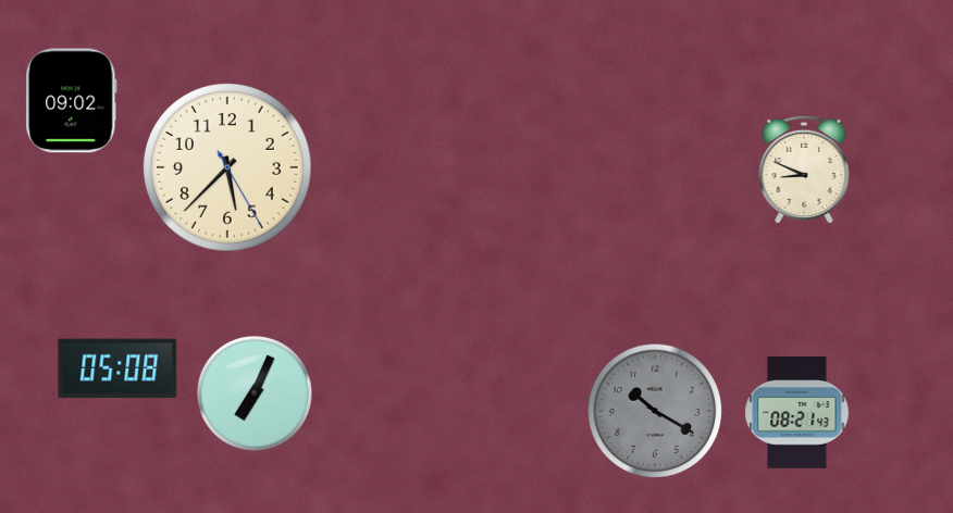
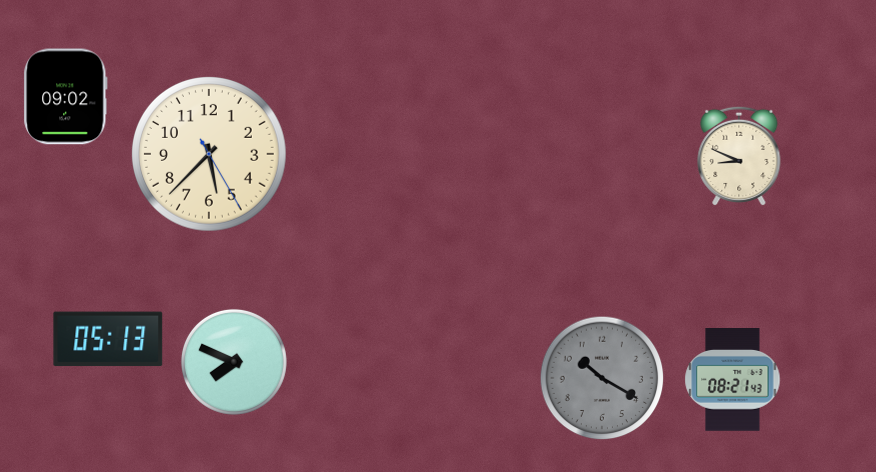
clock at (72, 101) position: (72, 101) -> (66, 97)
clock at (117, 368): 05:08 -> 05:13
clock at (255, 393): 7:04 -> 7:49
